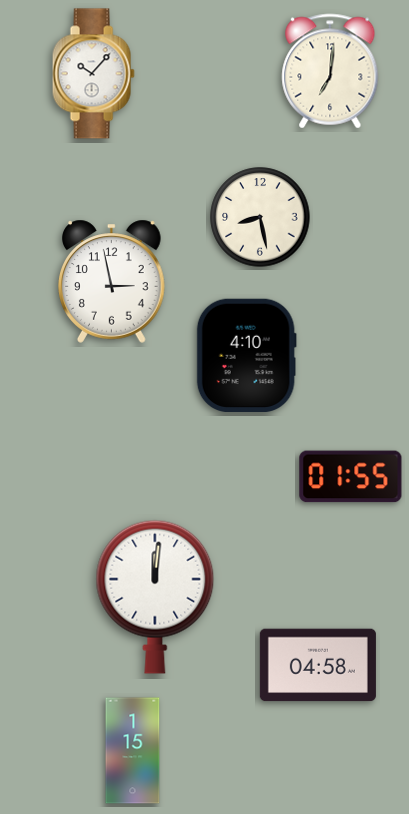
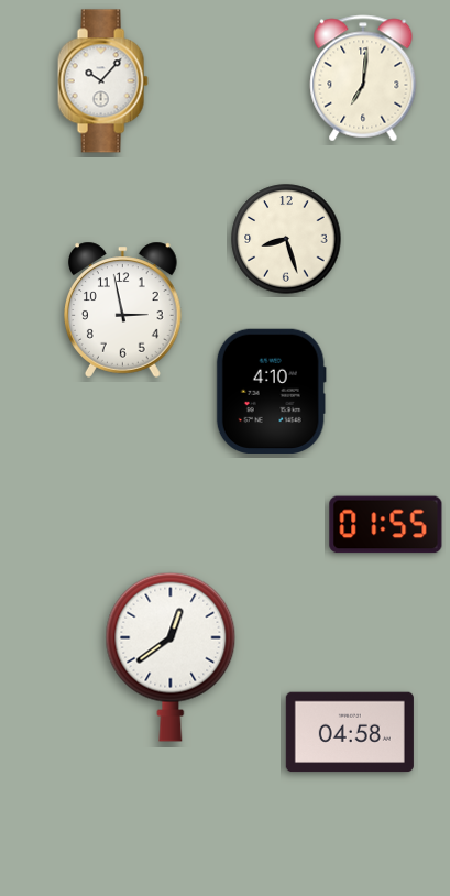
clock at (260, 217): 8:28 -> 8:27
clock at (155, 597): 12:01 -> 12:39
clock at (133, 751): 1:15 -> none
